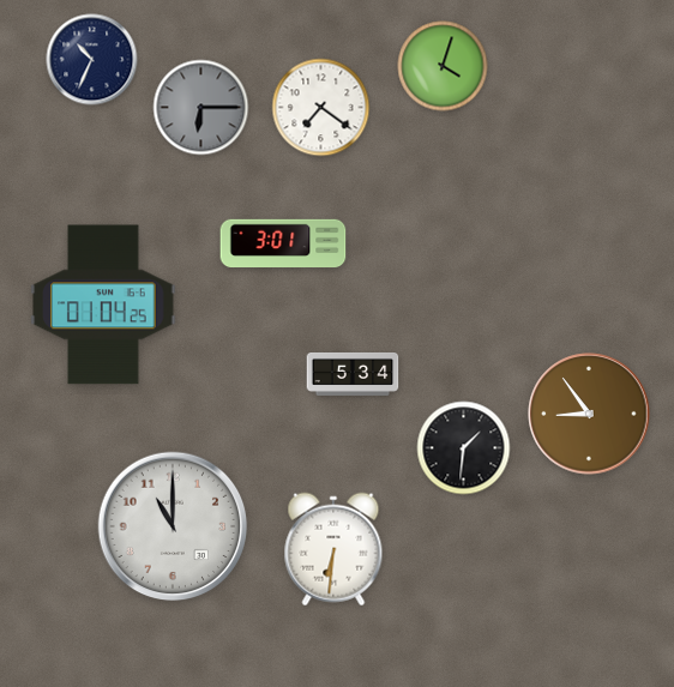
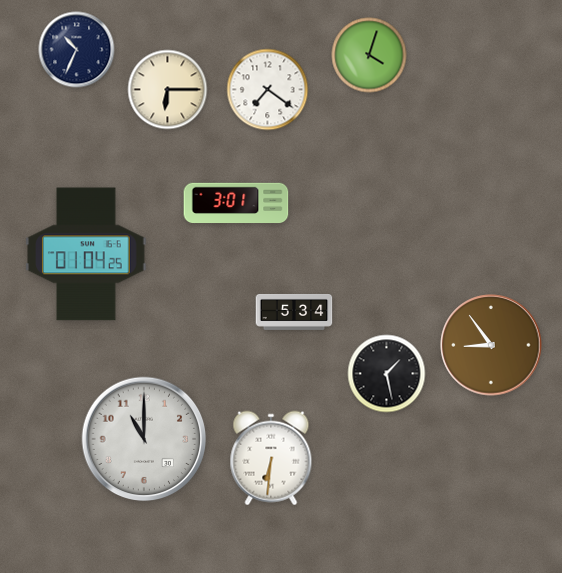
clock at (201, 108) dial: grey -> cream
clock at (464, 448): 1:31 -> 1:28
clock at (333, 549) position: (333, 549) -> (271, 458)
